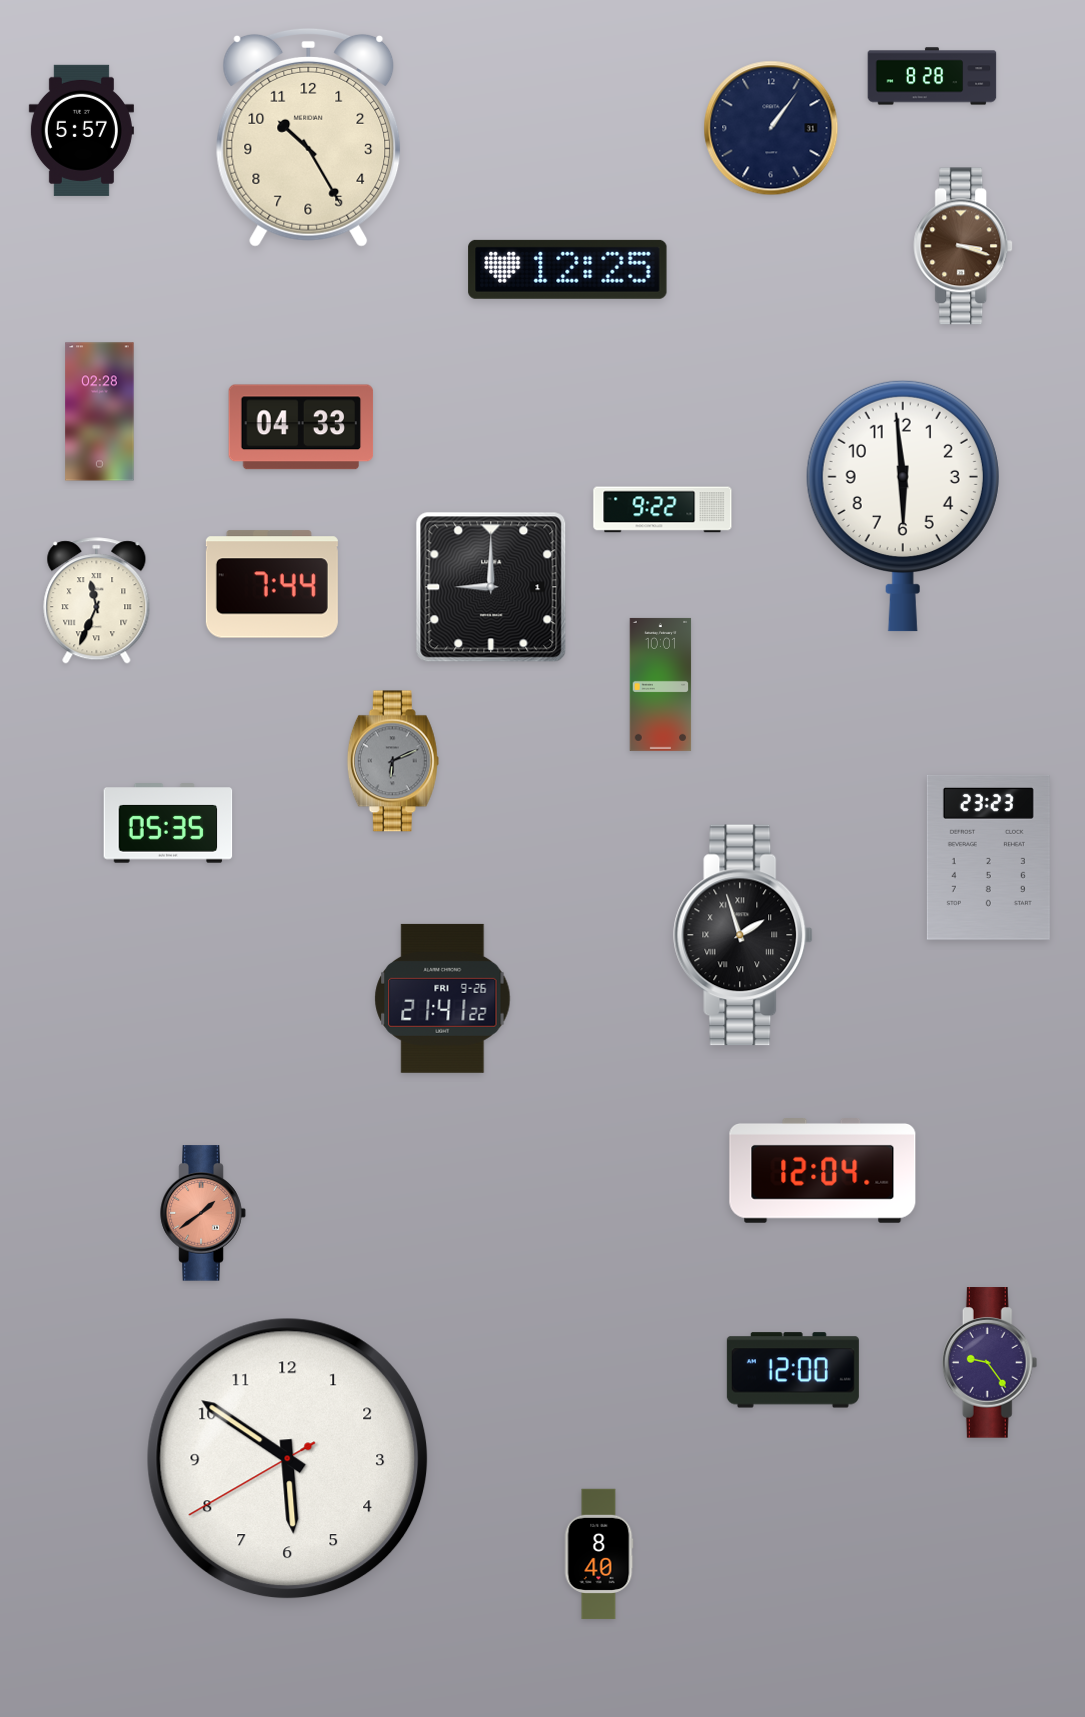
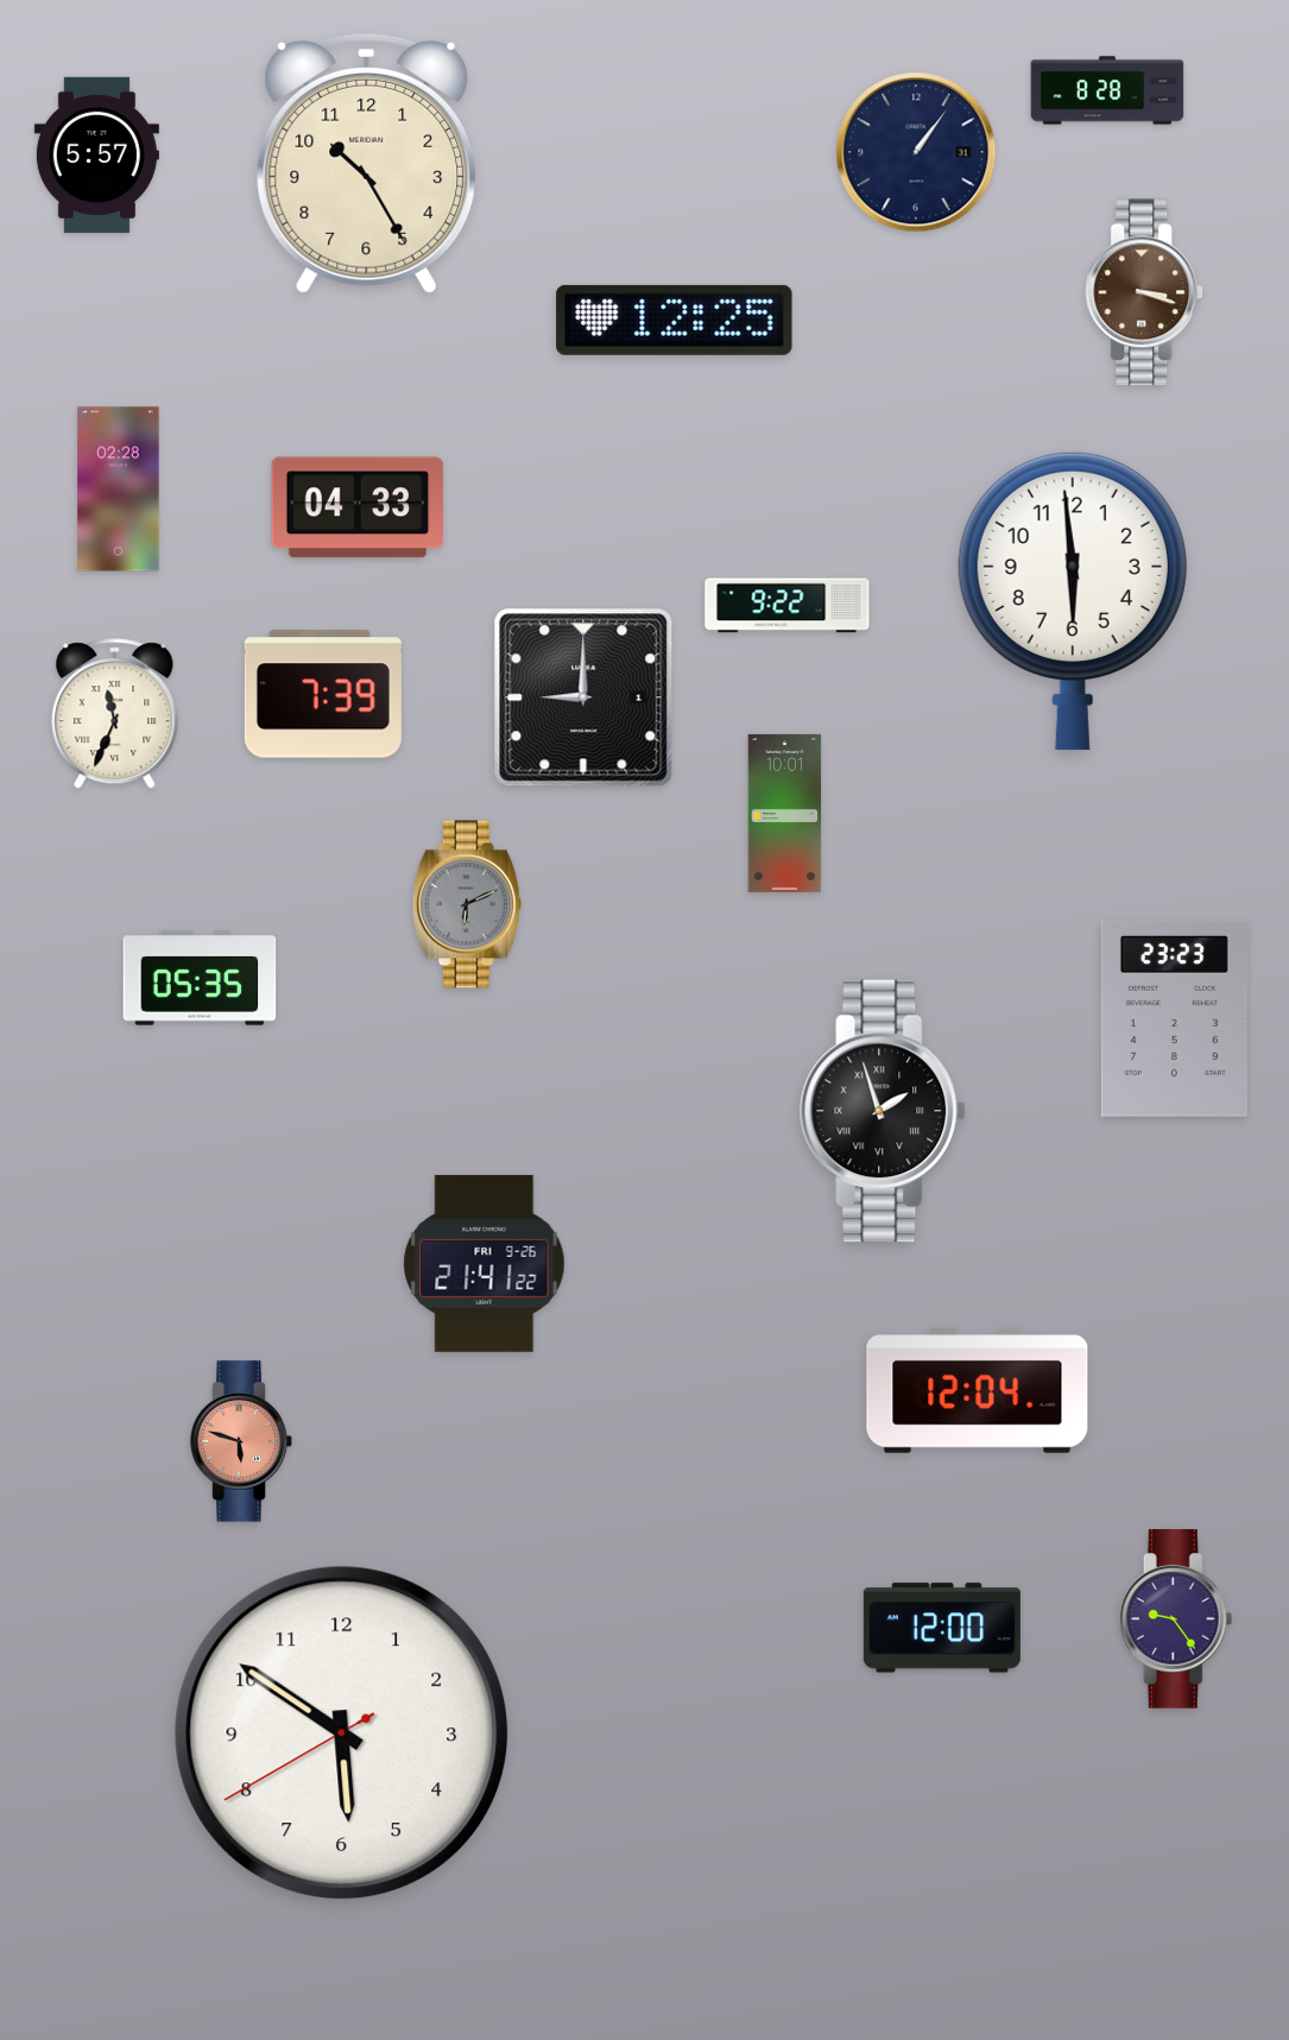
clock at (272, 584): 7:44 -> 7:39
clock at (443, 998) position: (443, 998) -> (485, 1263)
clock at (203, 1213): 1:39 -> 5:48
clock at (599, 1554): 8:40 -> none
